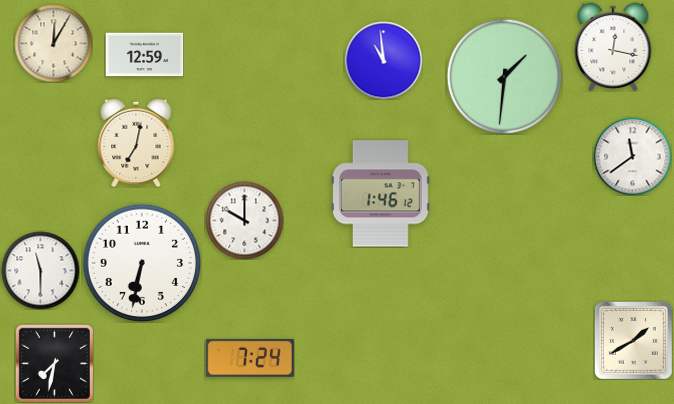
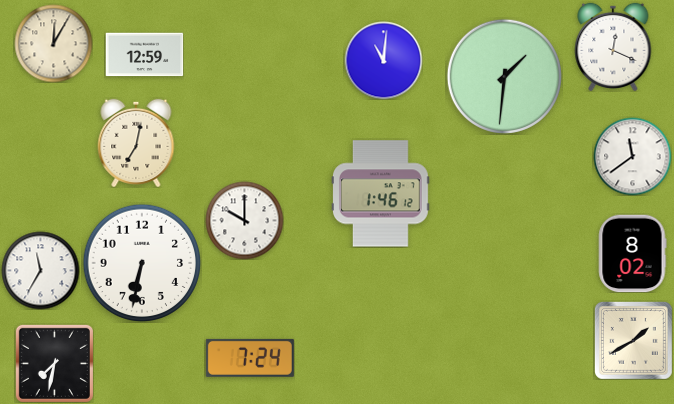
clock at (613, 46): 12:17 -> 12:19
clock at (383, 60): 10:59 -> 11:01
clock at (632, 253): none -> 8:02
clock at (40, 270): 11:30 -> 11:35
